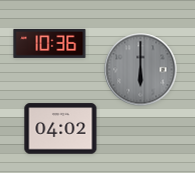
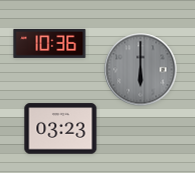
clock at (61, 129): 04:02 -> 03:23
